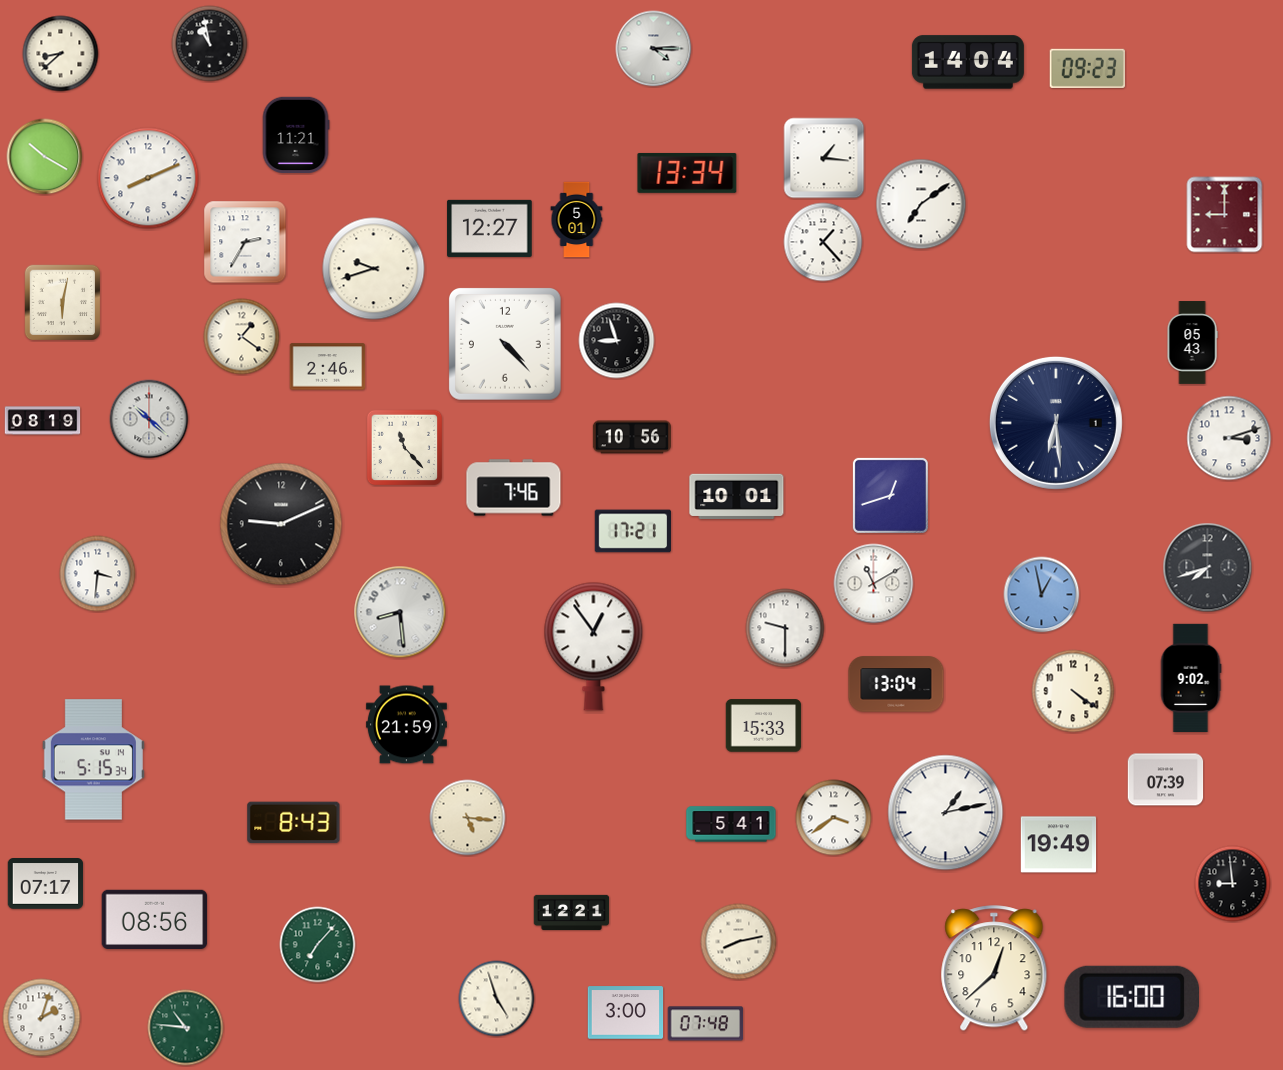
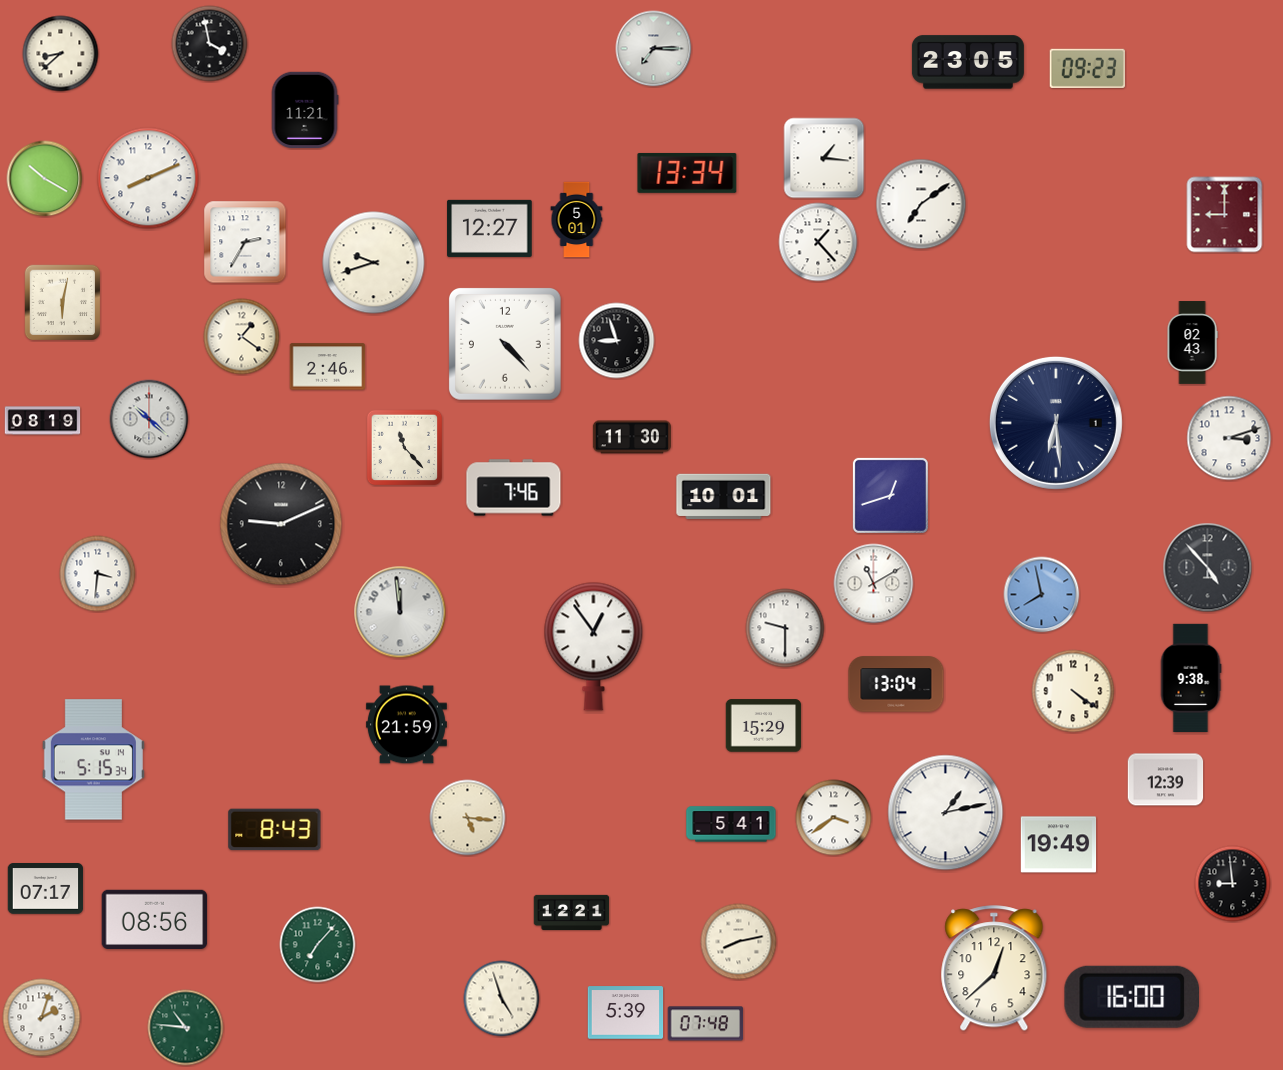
clock at (210, 44): 10:58 -> 3:58
clock at (654, 49): 4:15 -> 7:15
clock at (968, 62): 14:04 -> 23:05
clock at (296, 135) position: (296, 135) -> (305, 110)
clock at (45, 157) position: (45, 157) -> (45, 179)
clock at (823, 242) position: (823, 242) -> (818, 242)
clock at (374, 269) position: (374, 269) -> (374, 263)
clock at (1192, 343): 05:43 -> 02:43
clock at (632, 437): 10:56 -> 11:30
clock at (737, 497) position: (737, 497) -> (724, 497)
clock at (633, 531): 17:21 -> none
clock at (1208, 568): 7:42 -> 4:53
clock at (1042, 595): 12:58 -> 7:58
clock at (400, 612): 8:29 -> 11:59
clock at (1191, 677): 9:02 -> 9:38
clock at (764, 726): 15:33 -> 15:29
clock at (1166, 780): 07:39 -> 12:39
clock at (294, 823) position: (294, 823) -> (275, 830)
clock at (46, 884) position: (46, 884) -> (46, 889)
clock at (497, 999) position: (497, 999) -> (502, 999)
clock at (626, 1013): 3:00 -> 5:39
